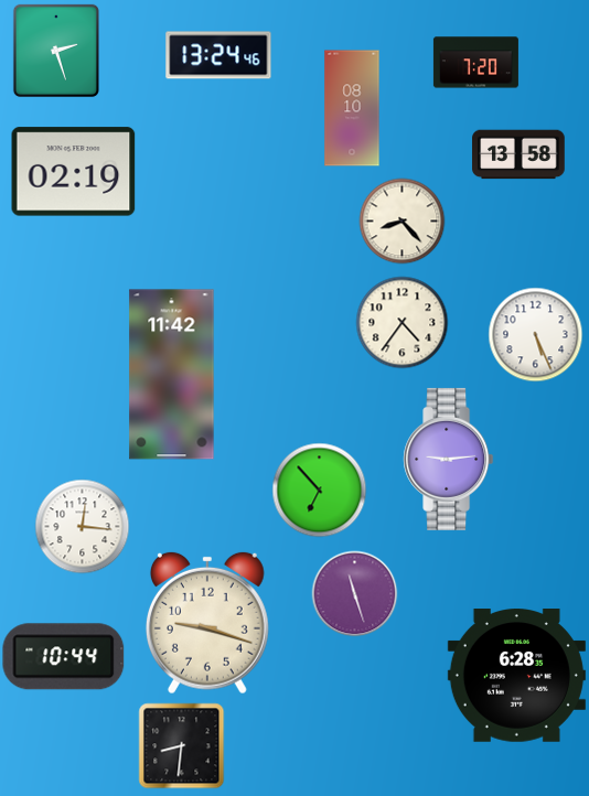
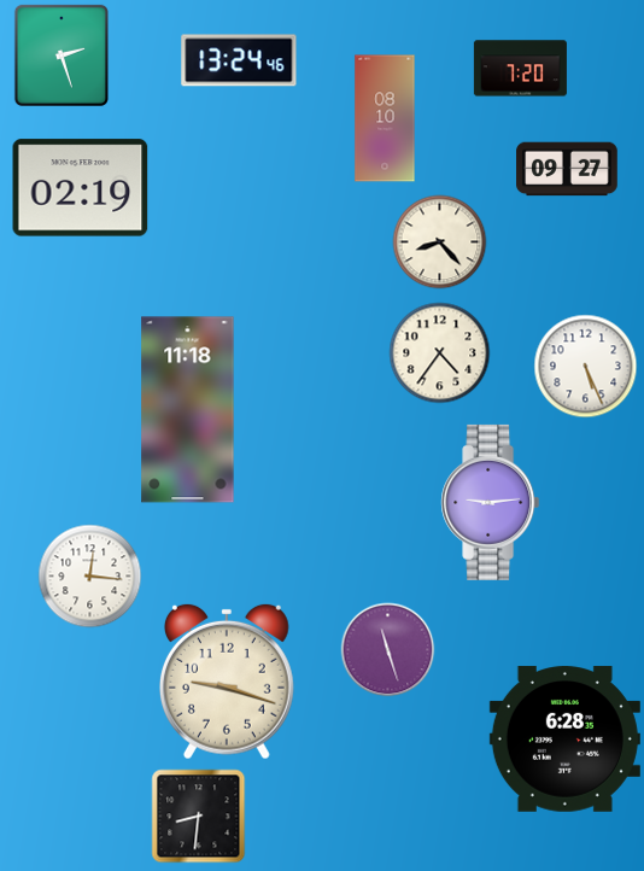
clock at (518, 154): 13:58 -> 09:27
clock at (172, 375): 11:42 -> 11:18
clock at (319, 490): 6:53 -> none
clock at (64, 657): 10:44 -> none
